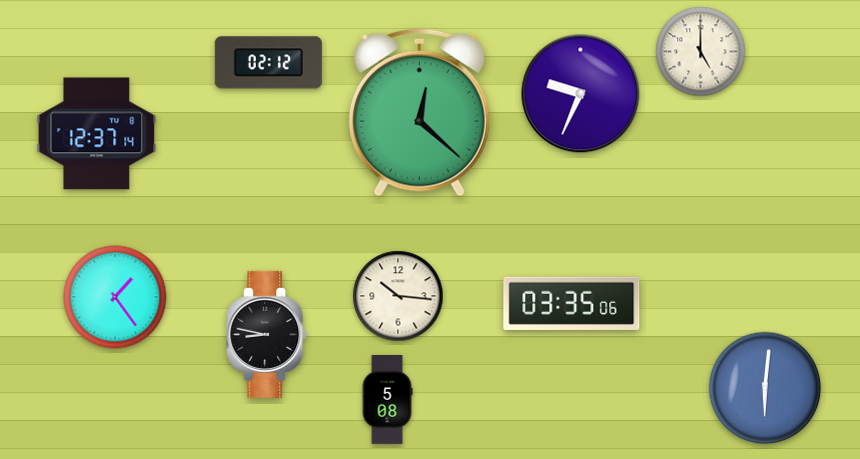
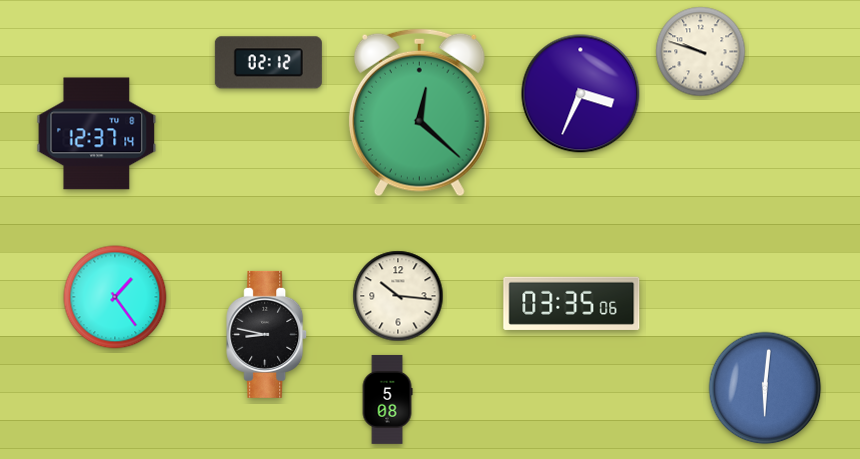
clock at (701, 52): 5:00 -> 9:48
clock at (581, 94): 9:34 -> 3:34
